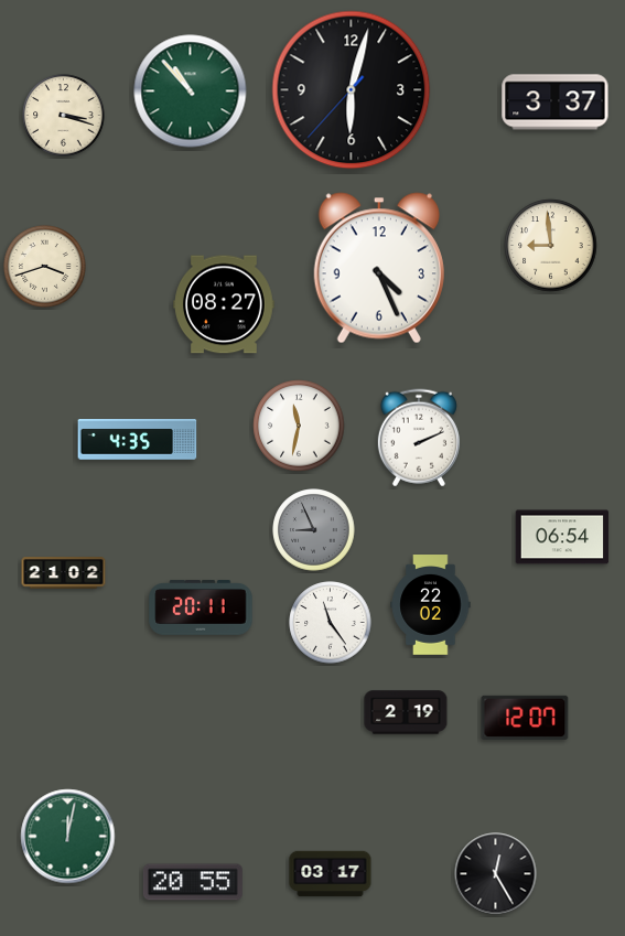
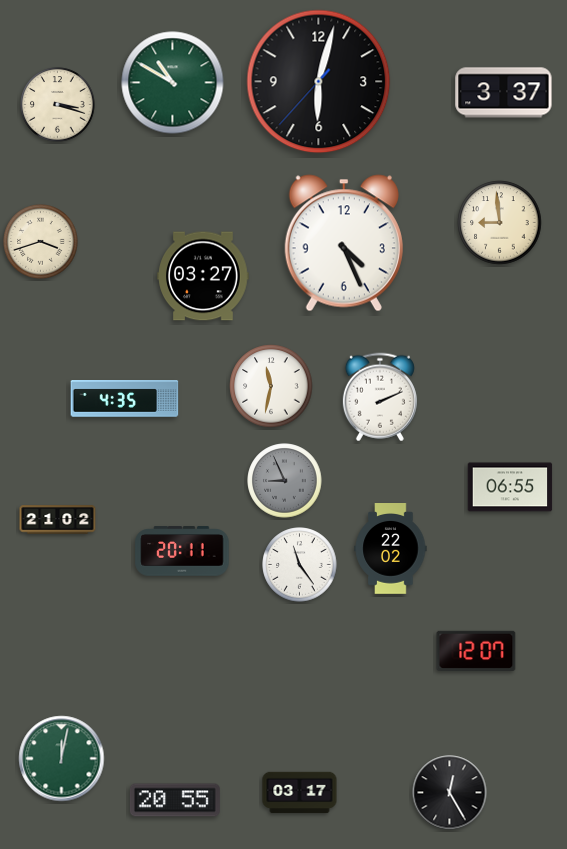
clock at (191, 92): 10:53 -> 10:50
clock at (224, 304): 08:27 -> 03:27
clock at (562, 537): 06:54 -> 06:55
clock at (406, 712): 2:19 -> none
